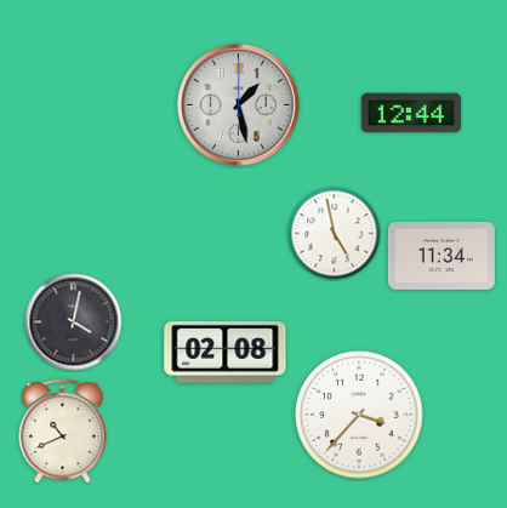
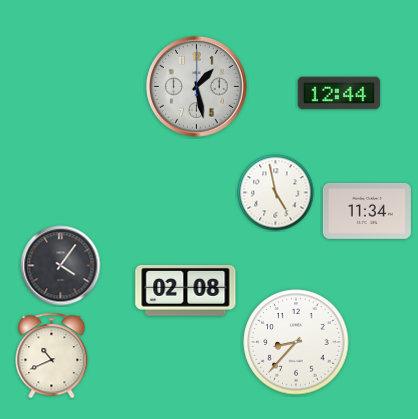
clock at (442, 256) position: (442, 256) -> (367, 211)
clock at (74, 323): 4:02 -> 4:06
clock at (359, 415): 3:37 -> 8:37
